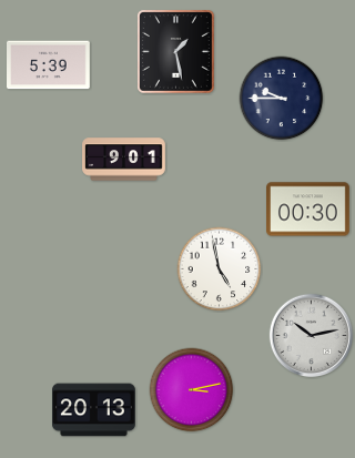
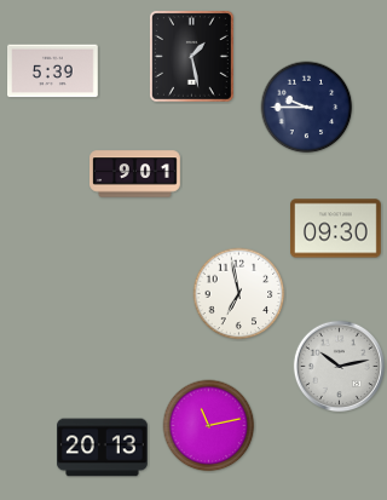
clock at (308, 210): 00:30 -> 09:30
clock at (220, 269): 4:58 -> 6:58
clock at (192, 390): 3:13 -> 11:13
